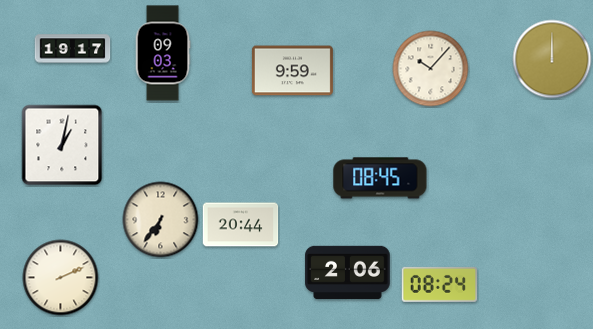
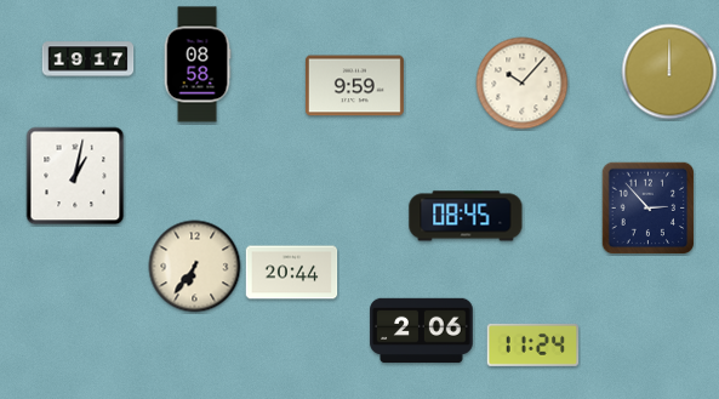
clock at (163, 53): 09:03 -> 08:58
clock at (647, 207): none -> 2:53
clock at (380, 178) position: (380, 178) -> (466, 216)
clock at (61, 278): 2:11 -> none
clock at (440, 284): 08:24 -> 11:24
